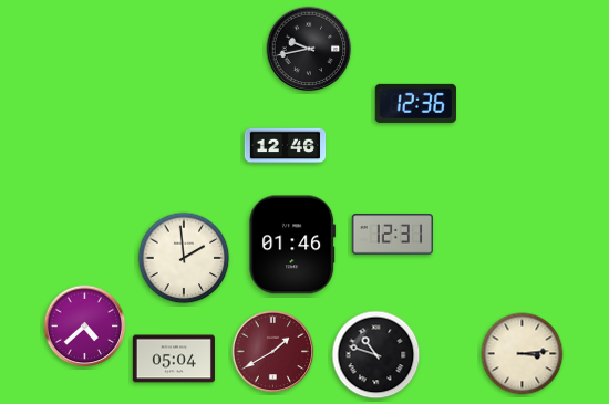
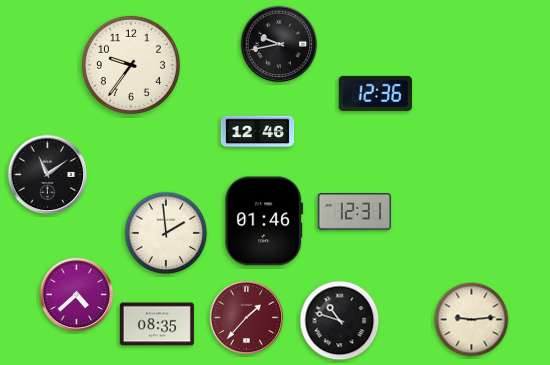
clock at (131, 65): none -> 9:36
clock at (48, 175): none -> 11:09
clock at (273, 352): 1:40 -> 1:37
clock at (523, 354): 3:14 -> 9:14
clock at (174, 359): 05:04 -> 08:35
